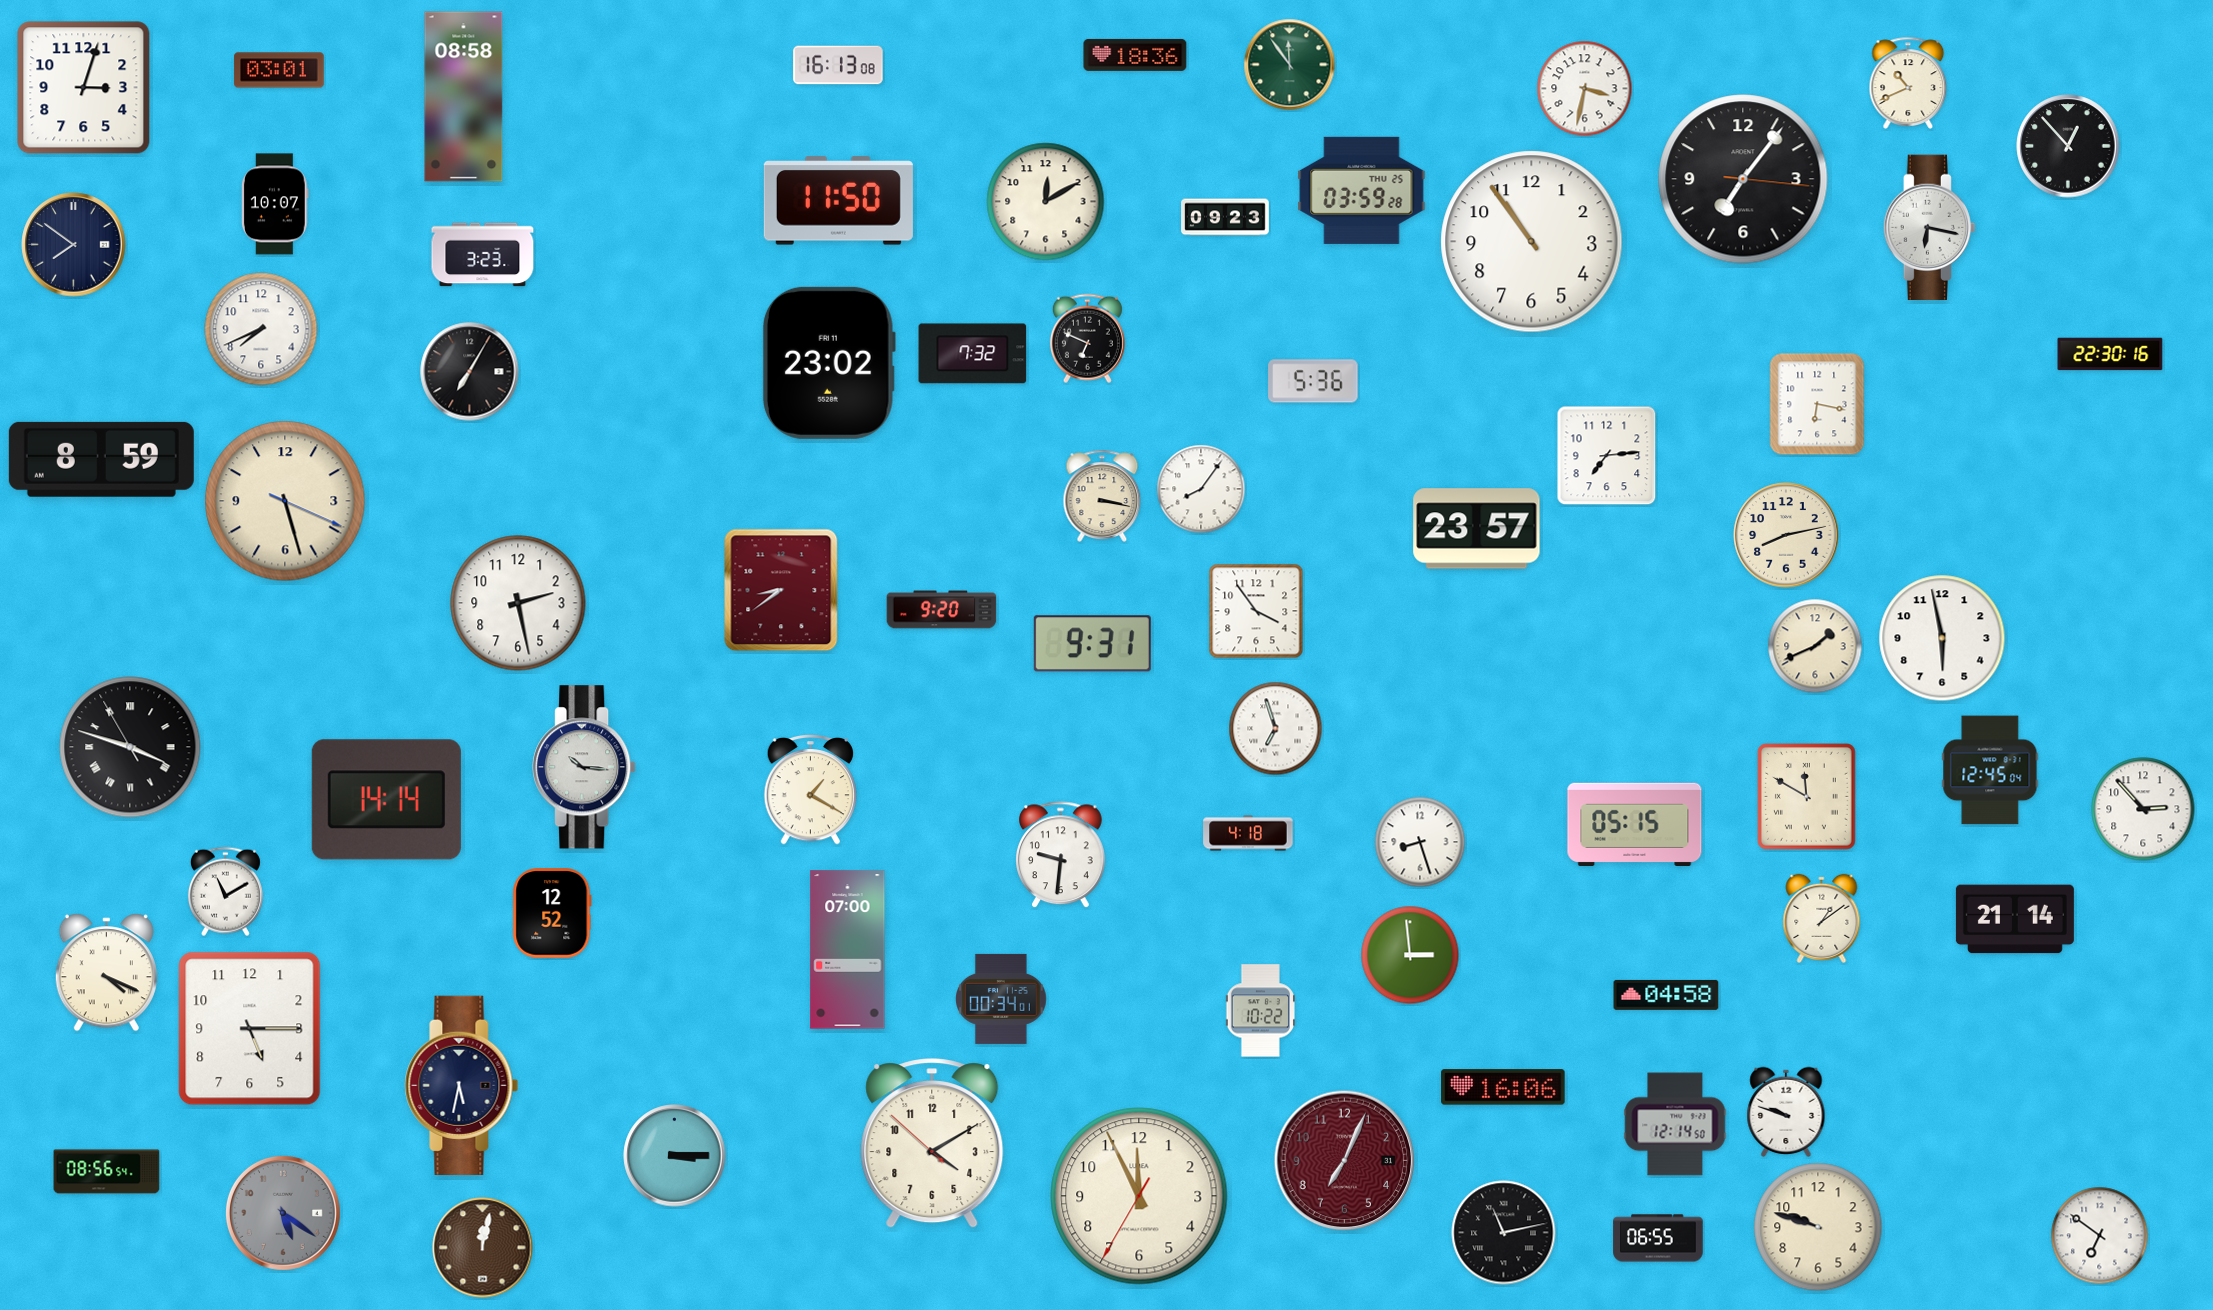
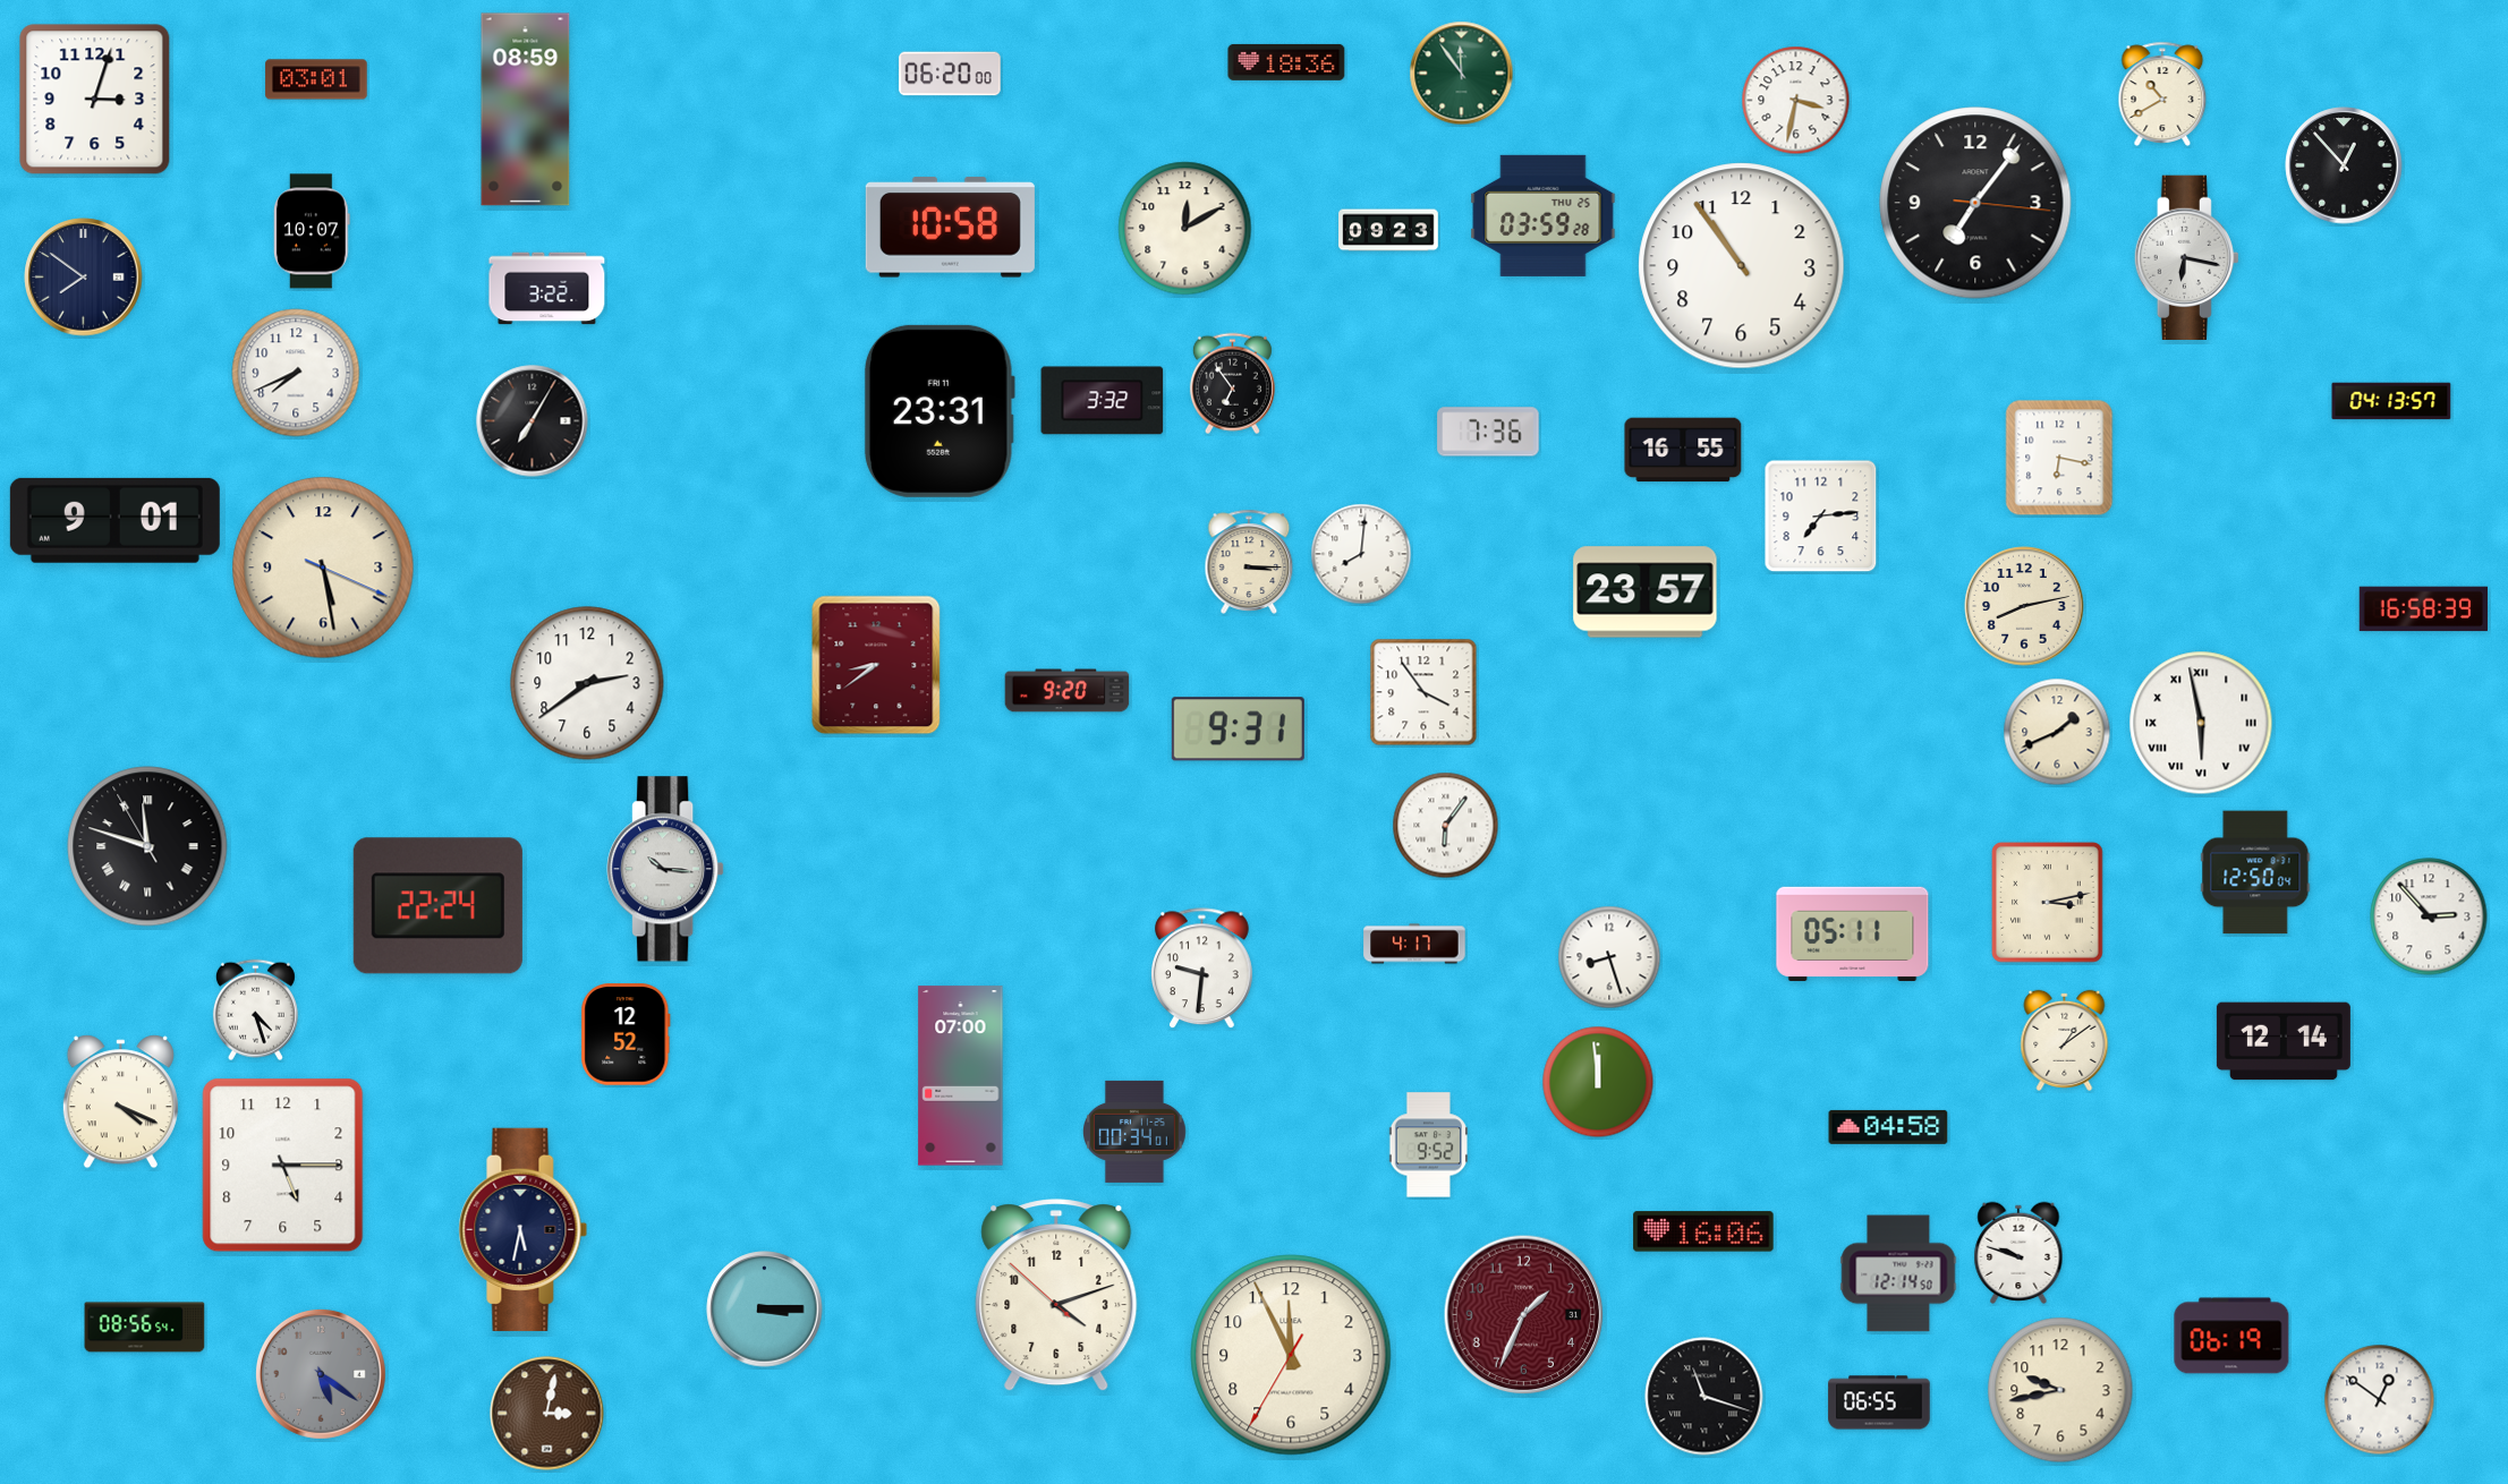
clock at (838, 65): 16:13 -> 06:20
clock at (1908, 83): 10:41 -> 10:40
clock at (464, 97): 08:58 -> 08:59
clock at (838, 201): 11:50 -> 10:58
clock at (1225, 217) position: (1225, 217) -> (1388, 230)
clock at (1532, 242) position: (1532, 242) -> (1742, 266)
clock at (483, 255): 3:23 -> 3:22
clock at (1087, 339): 6:49 -> 6:54
clock at (973, 354): 7:32 -> 3:32
clock at (2110, 354): 22:30 -> 04:13
clock at (829, 363): 23:02 -> 23:31
clock at (1313, 381): 5:36 -> 7:36
clock at (1683, 450): none -> 16:55
clock at (101, 459): 8:59 -> 9:01
clock at (1201, 489): 8:06 -> 8:01
clock at (1102, 496): 3:17 -> 3:15
clock at (285, 501): 5:27 -> 5:28
clock at (1477, 529) position: (1477, 529) -> (1646, 592)
clock at (2423, 609): none -> 16:58
clock at (781, 590) position: (781, 590) -> (876, 665)
clock at (518, 603): 2:28 -> 2:39
clock at (1942, 638) numerals: Arabic -> Roman
clock at (1276, 729): 6:57 -> 6:06
clock at (130, 747): 3:47 -> 11:47
clock at (584, 767) position: (584, 767) -> (665, 869)
clock at (1990, 770): 12:45 -> 12:50
clock at (810, 789): 1:20 -> none
clock at (1807, 797): 11:50 -> 3:13
clock at (386, 800): 14:14 -> 22:24
clock at (1635, 824): 05:15 -> 05:11
clock at (1248, 833): 4:18 -> 4:17
clock at (1420, 842) position: (1420, 842) -> (1609, 957)
clock at (225, 892): 11:10 -> 4:27
clock at (2015, 919): 21:14 -> 12:14
clock at (1410, 955): 2:59 -> 11:59
clock at (1260, 1011): 10:22 -> 9:52
clock at (1786, 1111) position: (1786, 1111) -> (2018, 1252)
clock at (932, 1144): 4:09 -> 4:11
clock at (1345, 1161): 7:04 -> 1:34
clock at (107, 1172) position: (107, 1172) -> (145, 1328)
clock at (2231, 1336): none -> 06:19
clock at (1818, 1227): 9:48 -> 9:43
clock at (1504, 1233): 11:13 -> 11:18
clock at (2100, 1236): 6:51 -> 12:51
clock at (483, 1248): 12:02 -> 3:02
